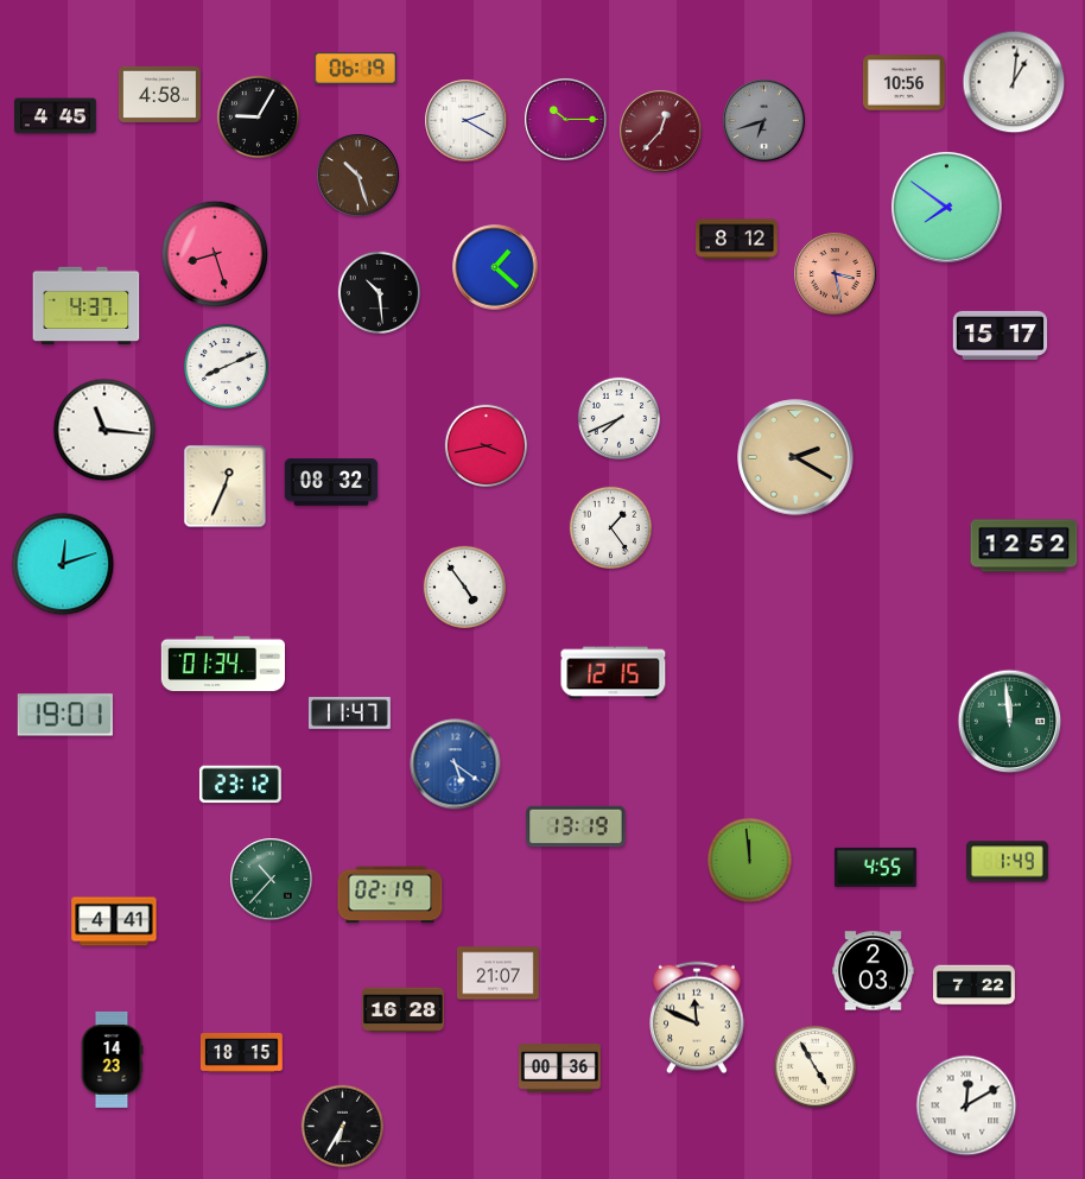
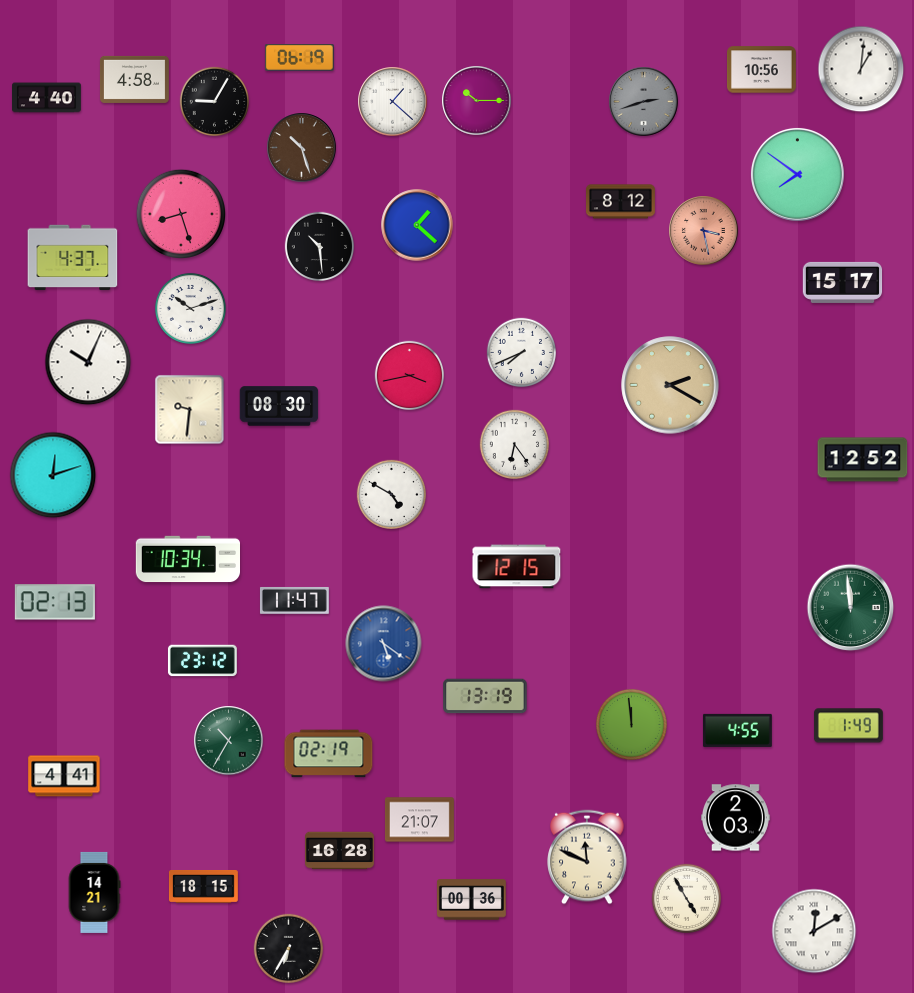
clock at (1014, 82) position: (1014, 82) -> (861, 69)
clock at (56, 116): 4:45 -> 4:40
clock at (258, 116) position: (258, 116) -> (214, 101)
clock at (467, 121): 2:20 -> 1:22
clock at (764, 121): 6:42 -> 2:42
clock at (661, 132): 12:37 -> none
clock at (226, 366): 8:11 -> 10:12
clock at (104, 430): 11:16 -> 10:04
clock at (331, 482): 08:32 -> 08:30
clock at (226, 487): 12:34 -> 9:31
clock at (610, 527): 1:24 -> 6:24
clock at (464, 587): 4:54 -> 4:50
clock at (222, 664): 01:34 -> 10:34
clock at (65, 715): 19:01 -> 02:13
clock at (272, 880): 10:37 -> 10:35
clock at (114, 921) position: (114, 921) -> (64, 776)
clock at (975, 985): 7:22 -> none
clock at (112, 1059): 14:23 -> 14:21
